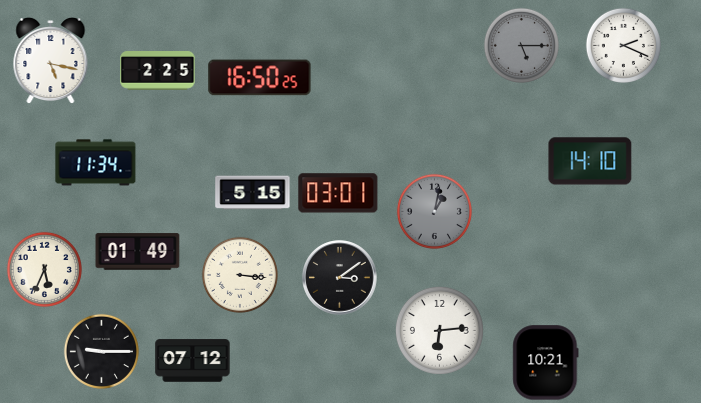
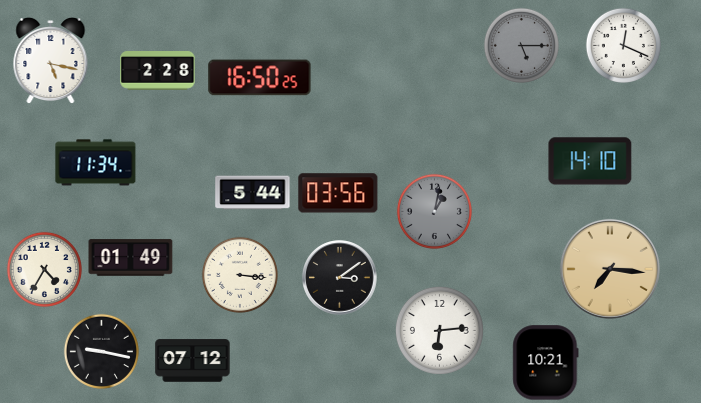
clock at (623, 45): 2:19 -> 12:19
clock at (158, 71): 2:25 -> 2:28
clock at (253, 193): 5:15 -> 5:44
clock at (338, 193): 03:01 -> 03:56
clock at (138, 252) position: (138, 252) -> (131, 258)
clock at (44, 269): 5:34 -> 4:35
clock at (610, 269): none -> 7:16
clock at (101, 351): 9:15 -> 9:17
